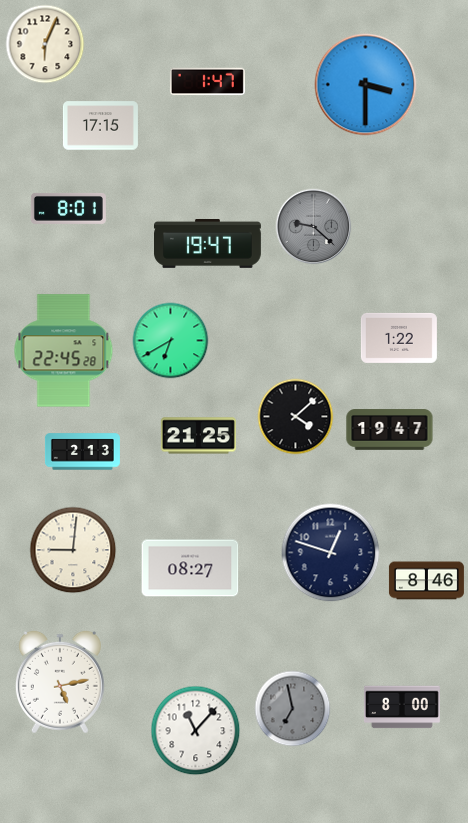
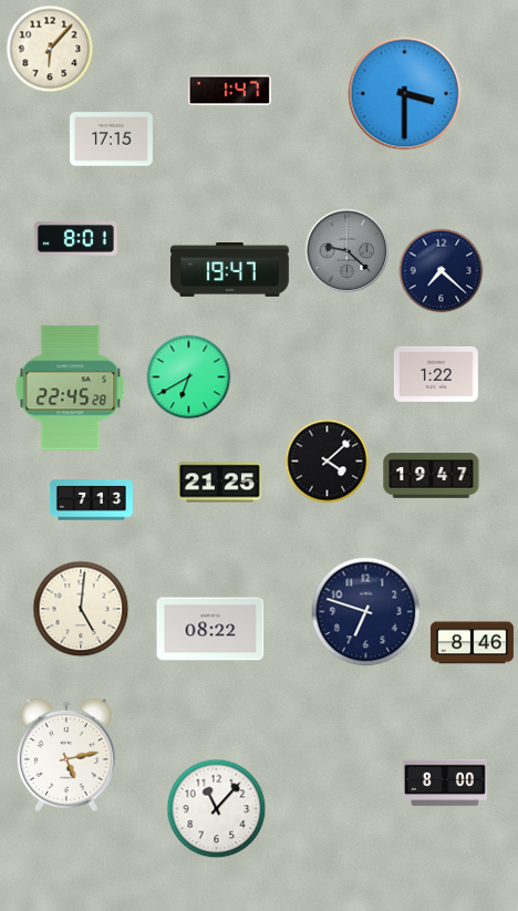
clock at (45, 44): 6:04 -> 6:07
clock at (68, 208) position: (68, 208) -> (75, 238)
clock at (442, 271): none -> 7:22
clock at (399, 338) position: (399, 338) -> (436, 374)
clock at (82, 452): 2:13 -> 7:13
clock at (73, 550): 9:01 -> 5:01
clock at (331, 553): 12:48 -> 6:48
clock at (190, 568): 08:27 -> 08:22
clock at (293, 709): 6:58 -> none
